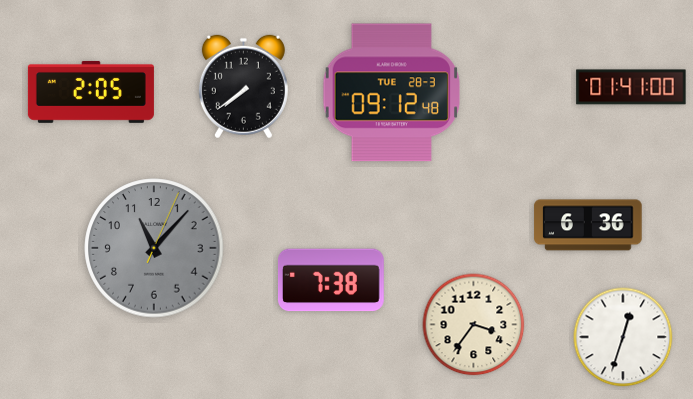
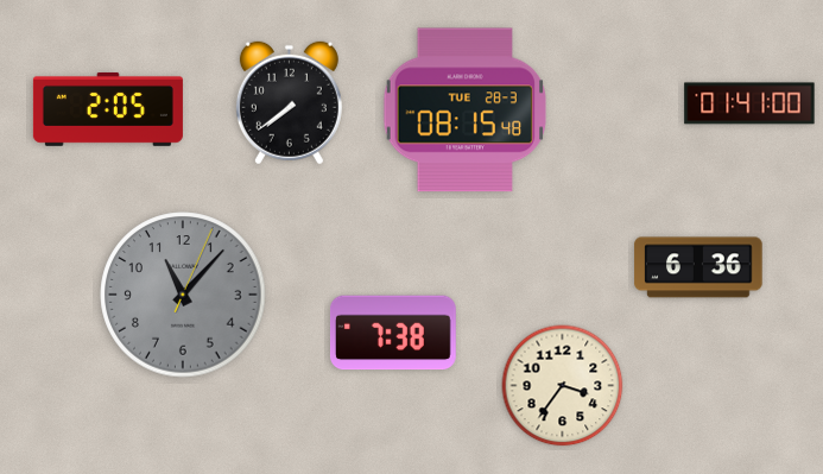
clock at (391, 93): 09:12 -> 08:15
clock at (623, 337): 12:33 -> none
